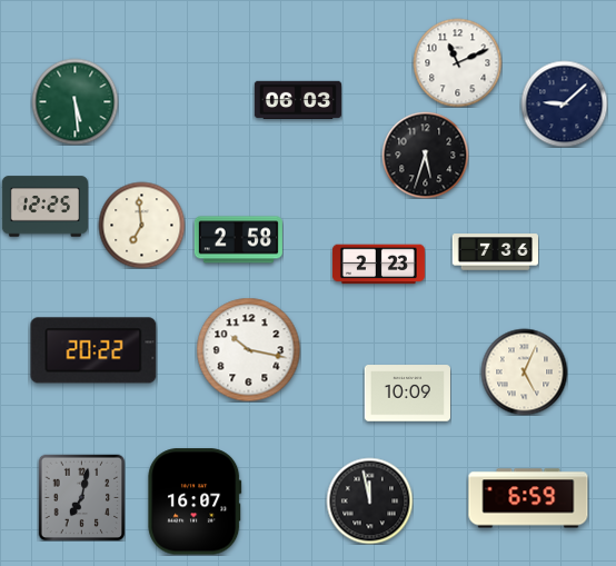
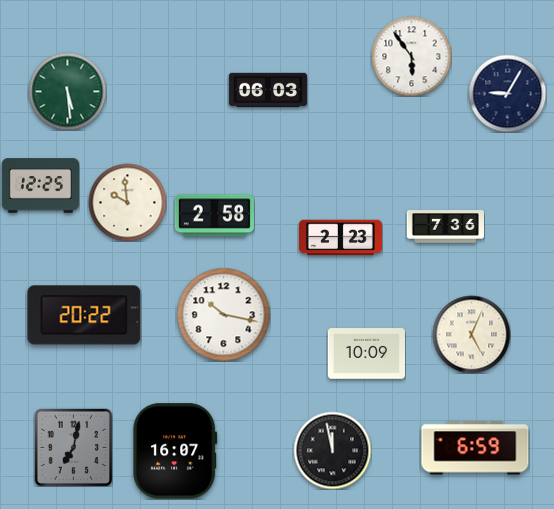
clock at (457, 62): 11:11 -> 5:54
clock at (564, 103): 9:08 -> 9:05
clock at (425, 155): 5:33 -> none
clock at (141, 225): 6:59 -> 9:59
